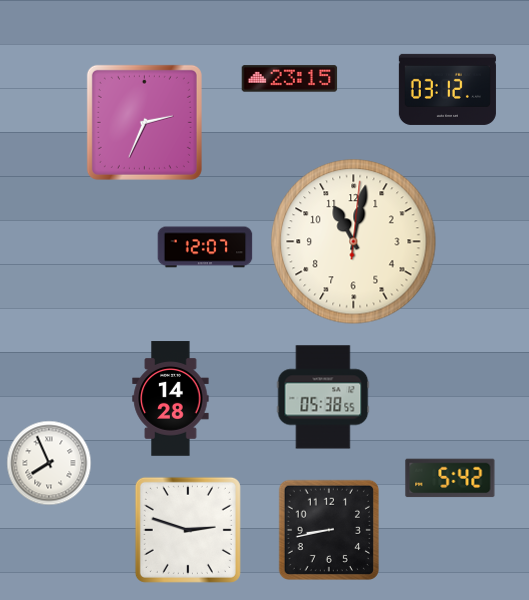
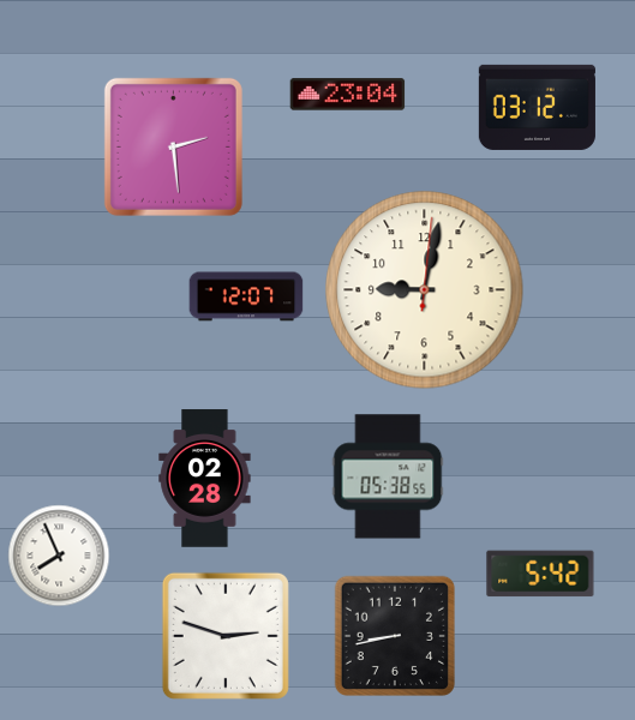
clock at (290, 79): 23:15 -> 23:04
clock at (144, 122): 2:34 -> 2:29
clock at (354, 242): 11:02 -> 9:02
clock at (171, 399): 14:28 -> 02:28
